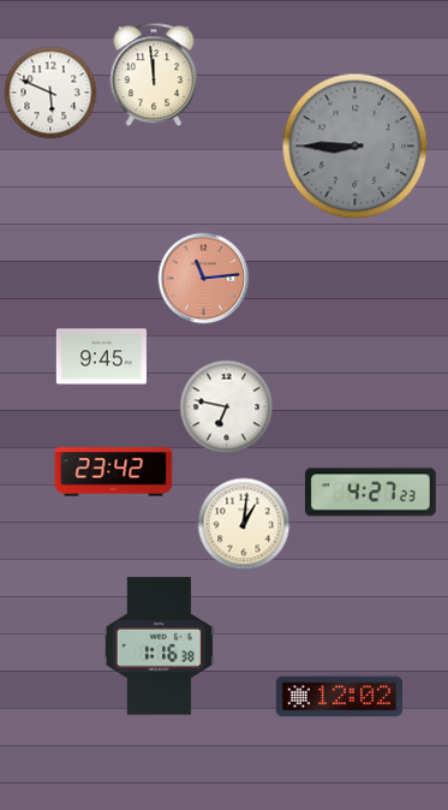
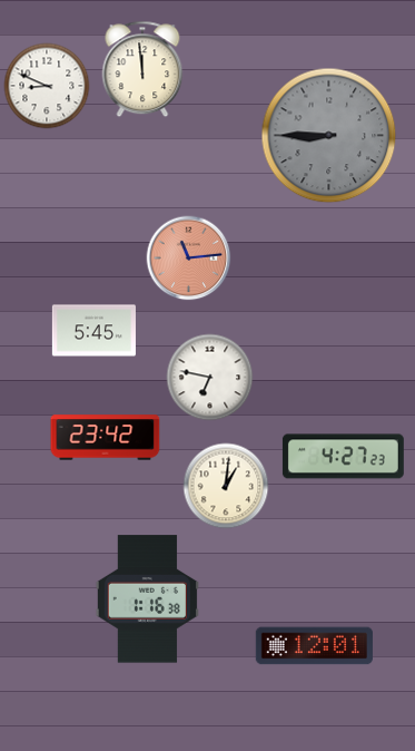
clock at (50, 93): 5:49 -> 8:49
clock at (101, 357): 9:45 -> 5:45
clock at (339, 697): 12:02 -> 12:01
